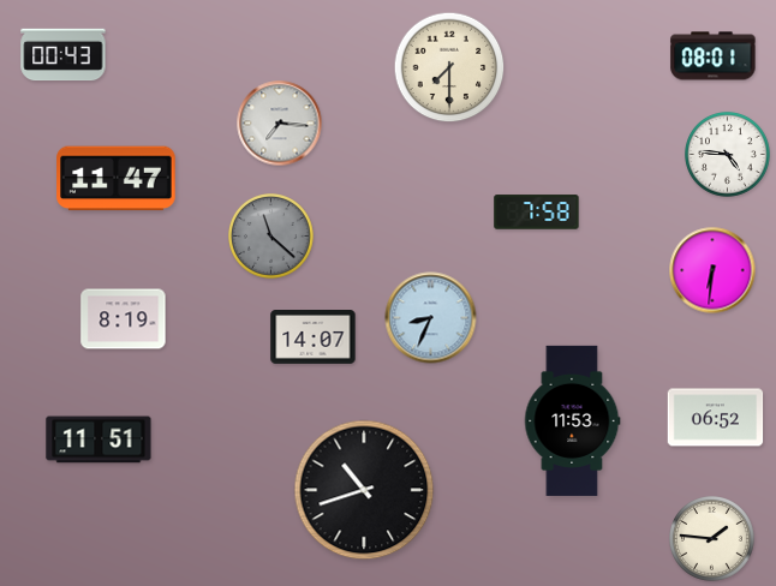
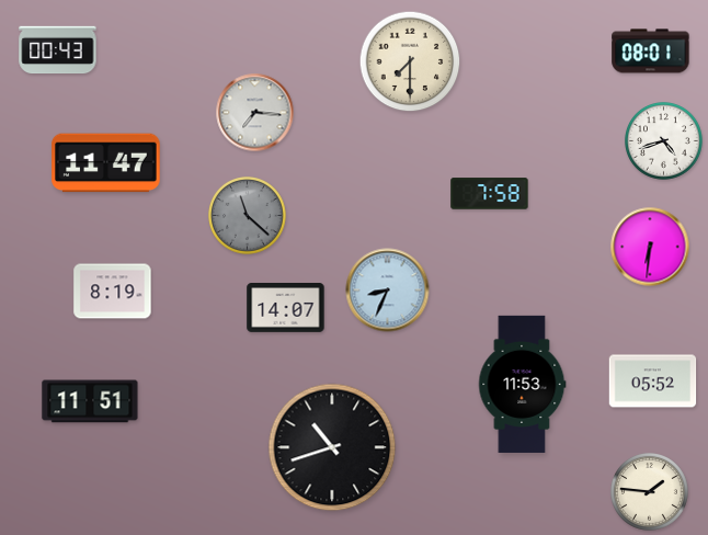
clock at (728, 155): 4:46 -> 4:42
clock at (431, 318) position: (431, 318) -> (388, 291)
clock at (716, 418): 06:52 -> 05:52
